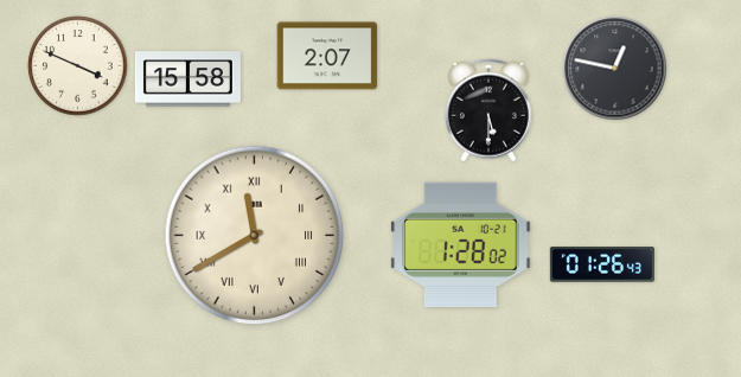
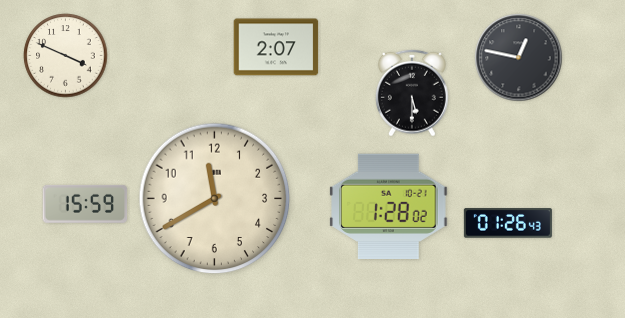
clock at (187, 79): 15:58 -> none
clock at (255, 236) numerals: Roman -> Arabic
clock at (85, 204): none -> 15:59
